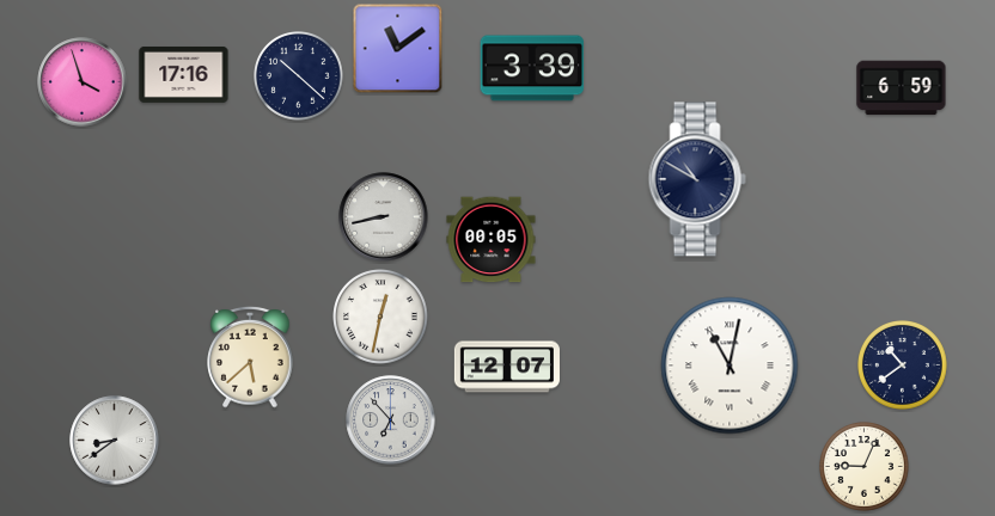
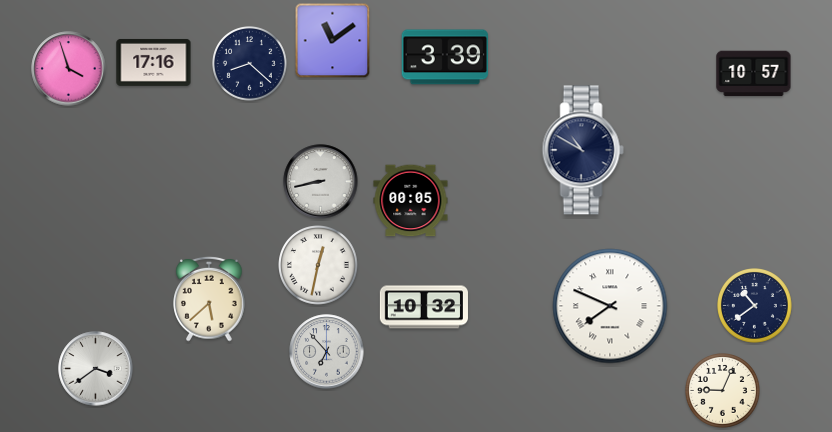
clock at (299, 76): 10:22 -> 8:22
clock at (902, 88): 6:59 -> 10:57
clock at (730, 365): 11:02 -> 7:49
clock at (507, 367): 12:07 -> 10:32
clock at (115, 441): 8:39 -> 3:39
